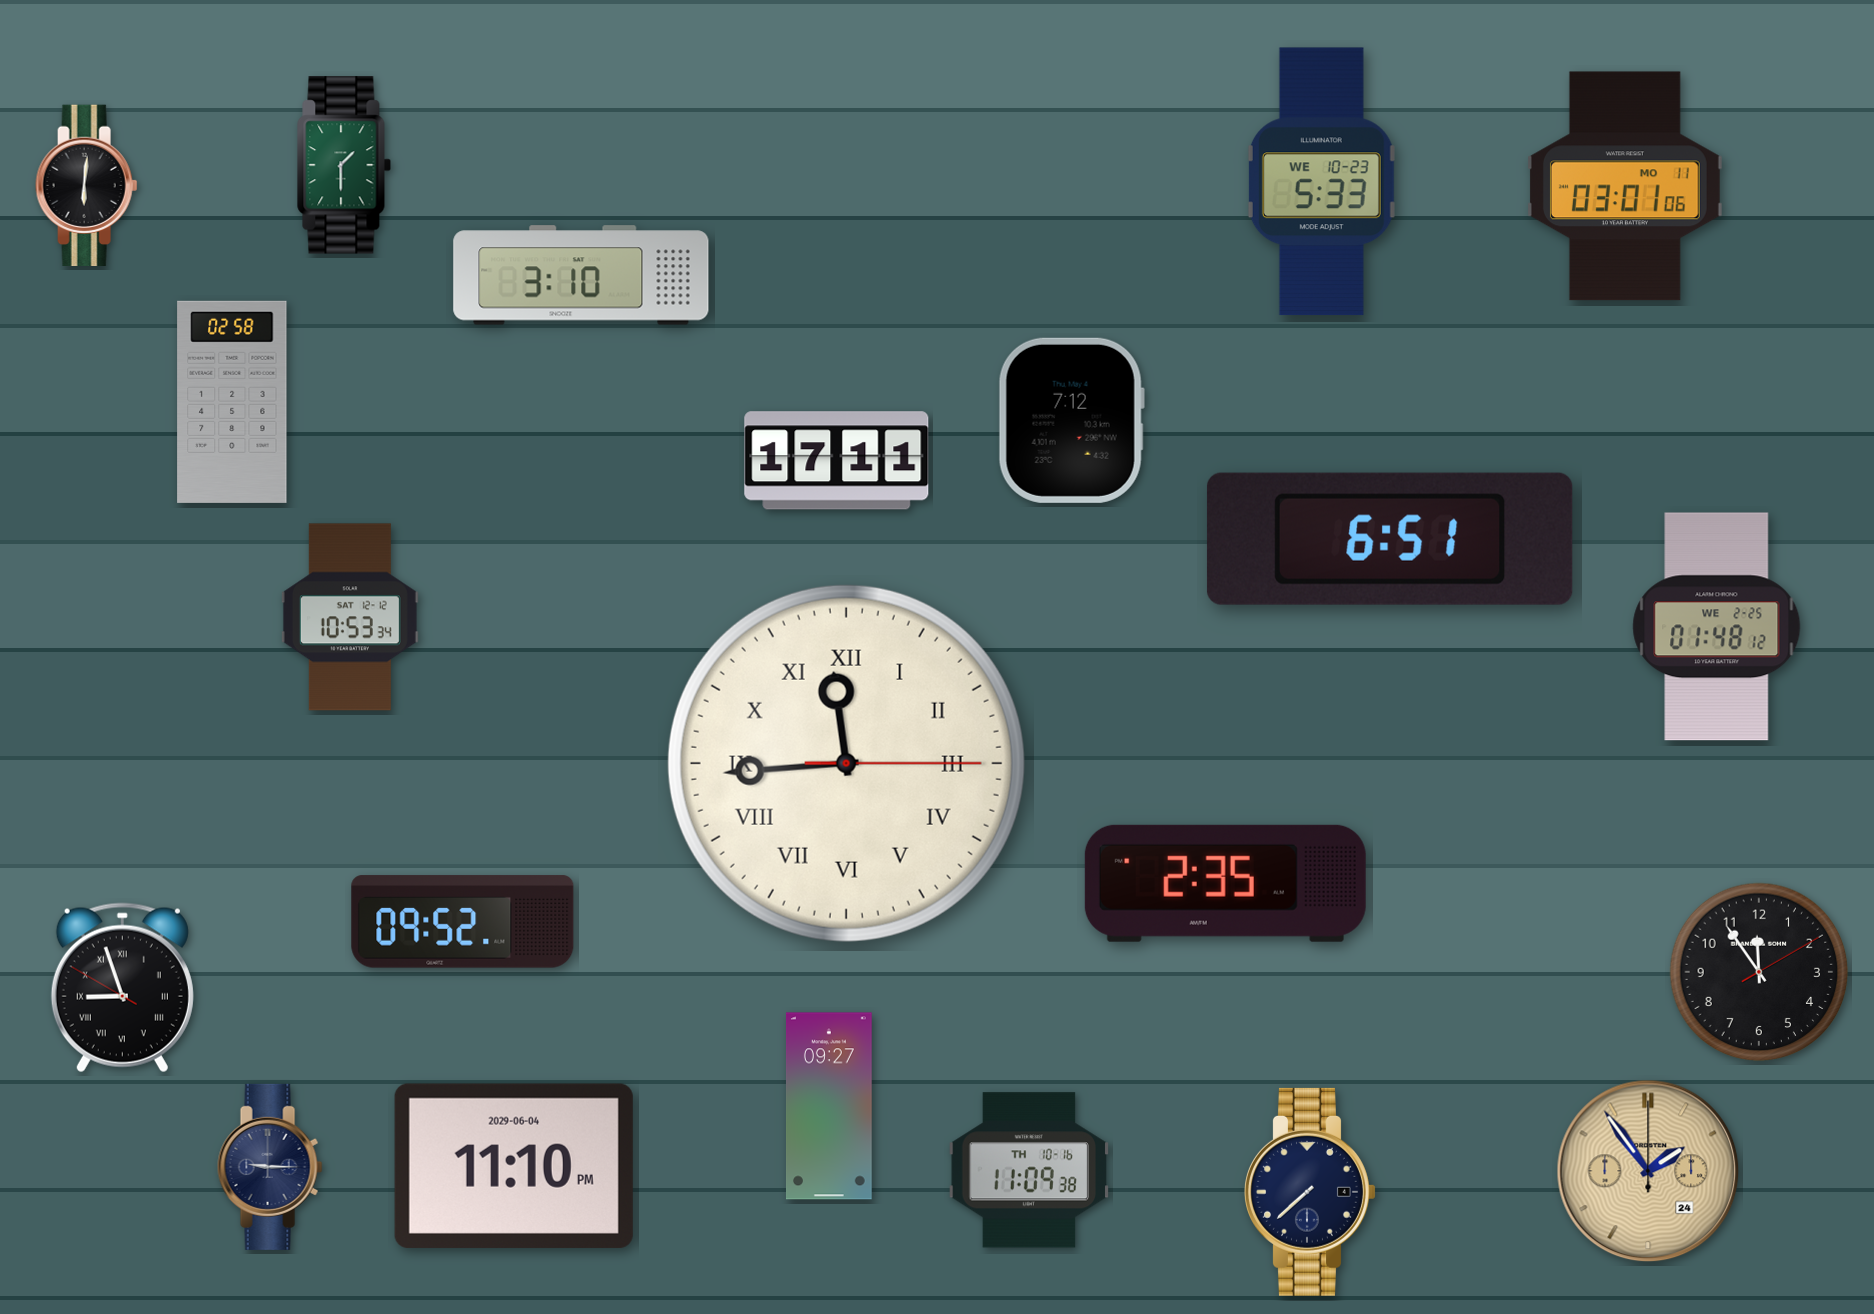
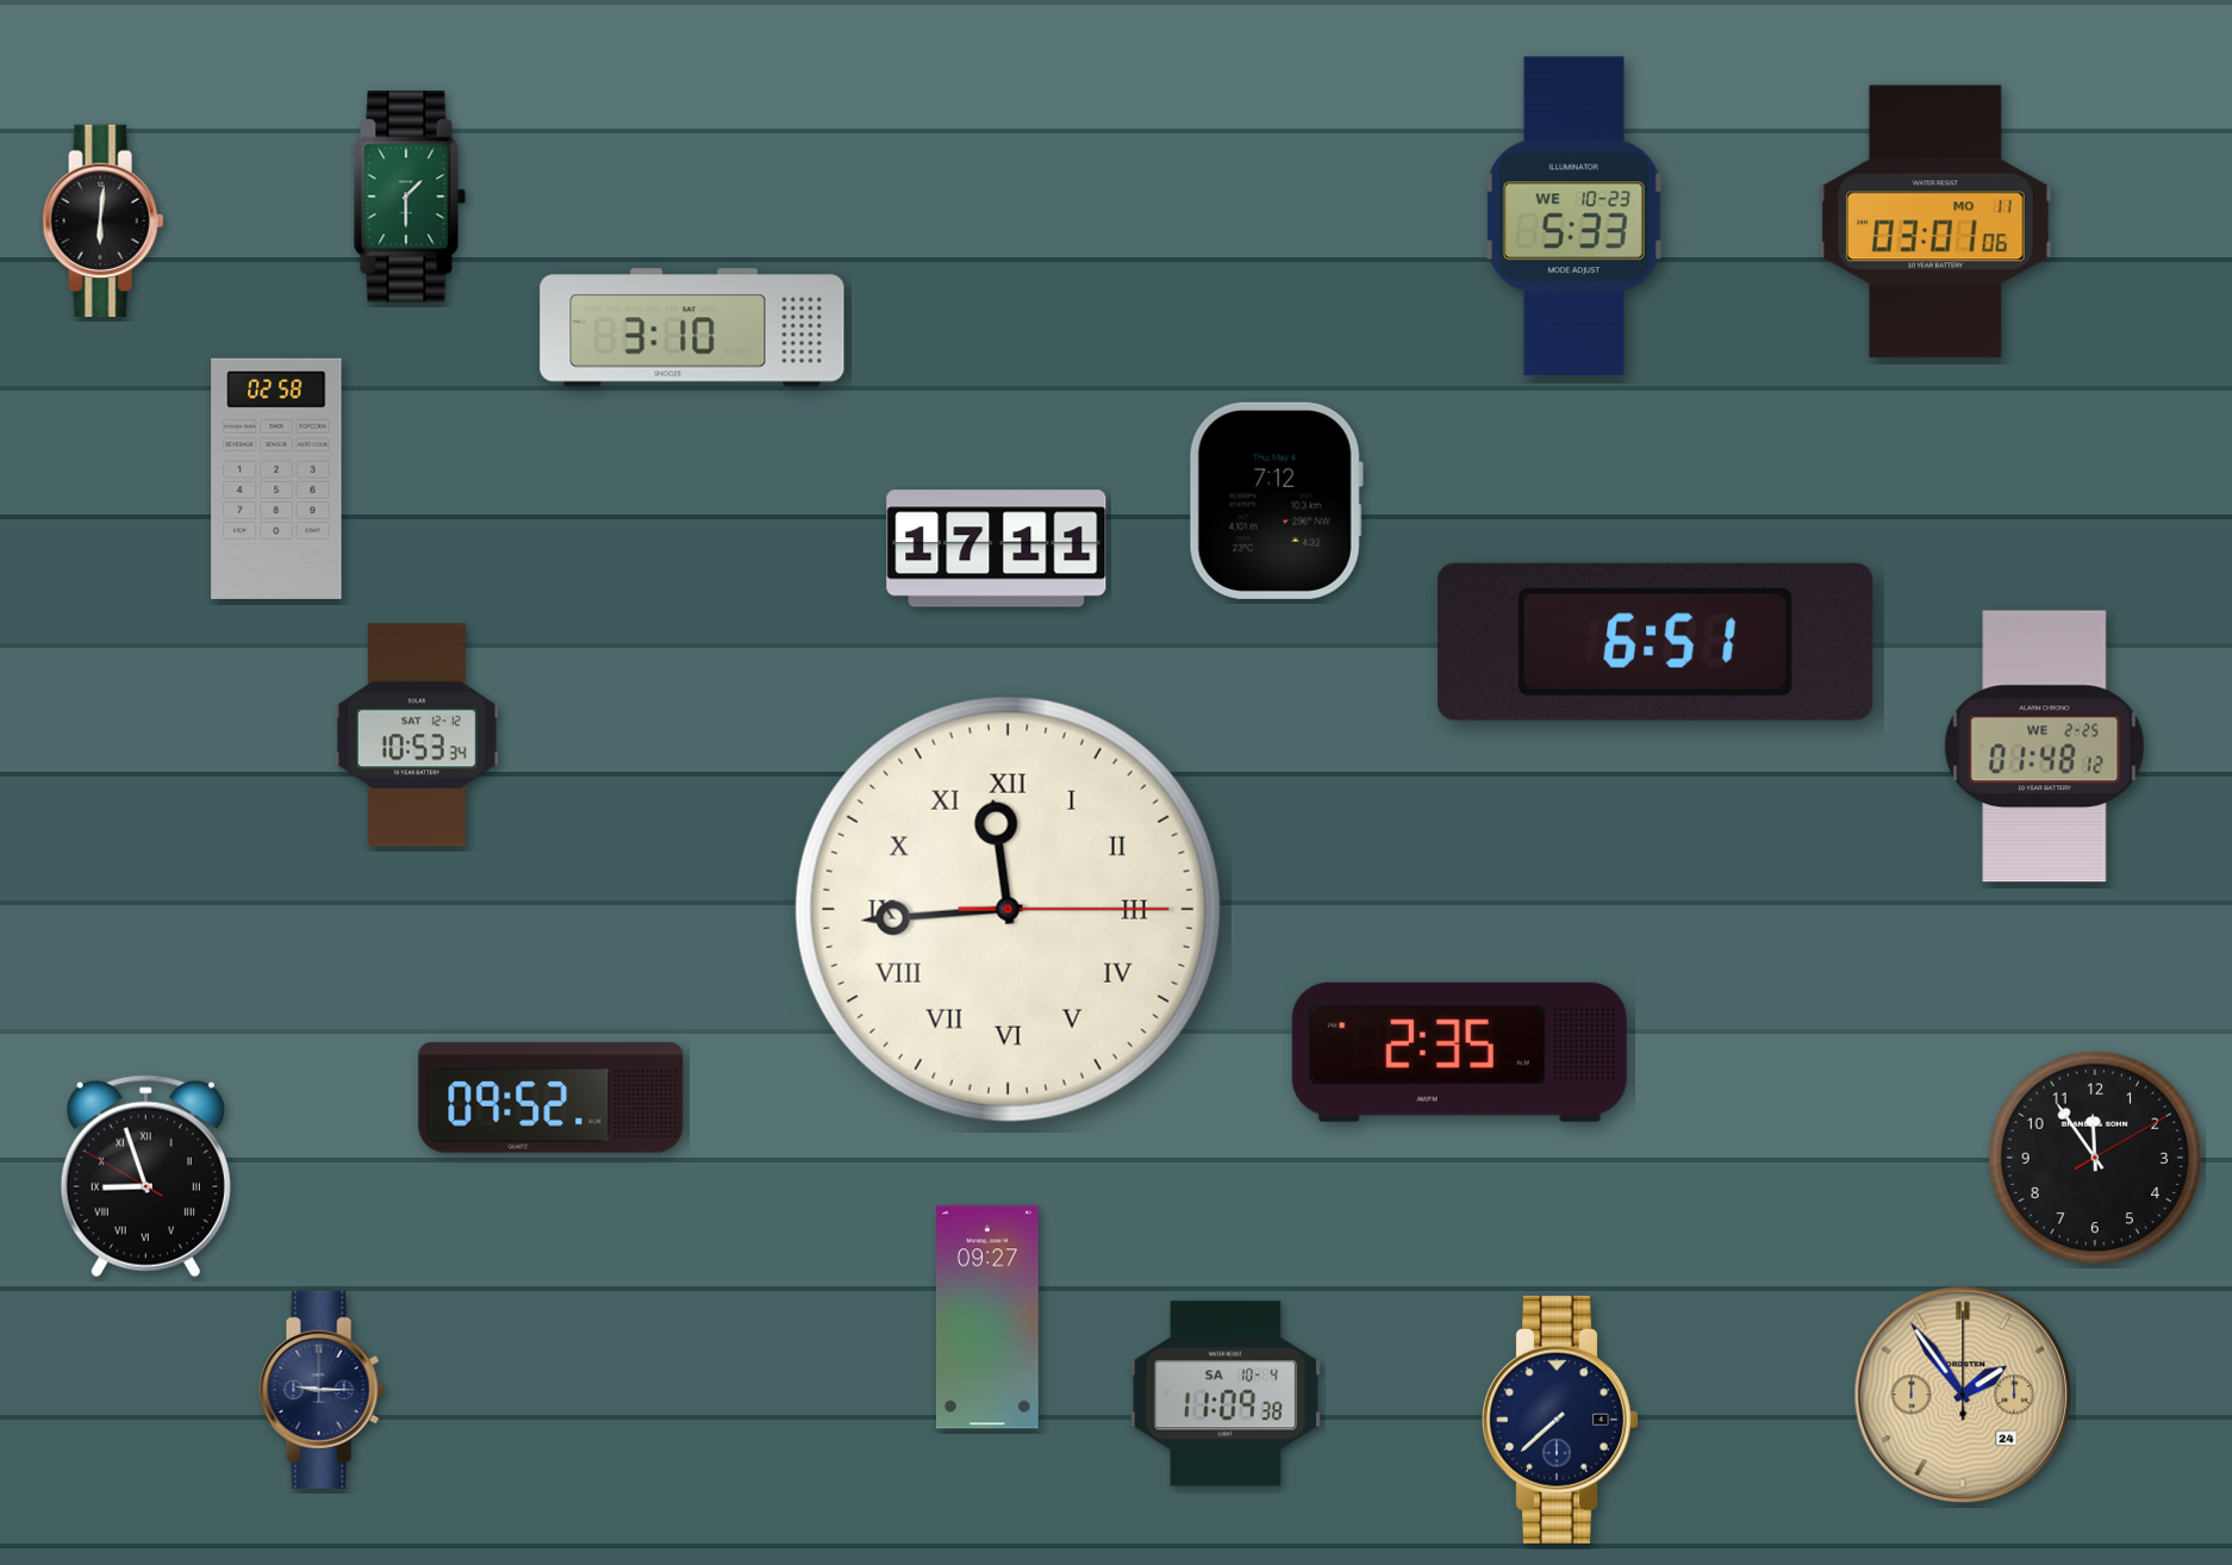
clock at (514, 1166): 11:10 -> none
clock at (1028, 1170) date: TH 10-16 -> SA 10-4
